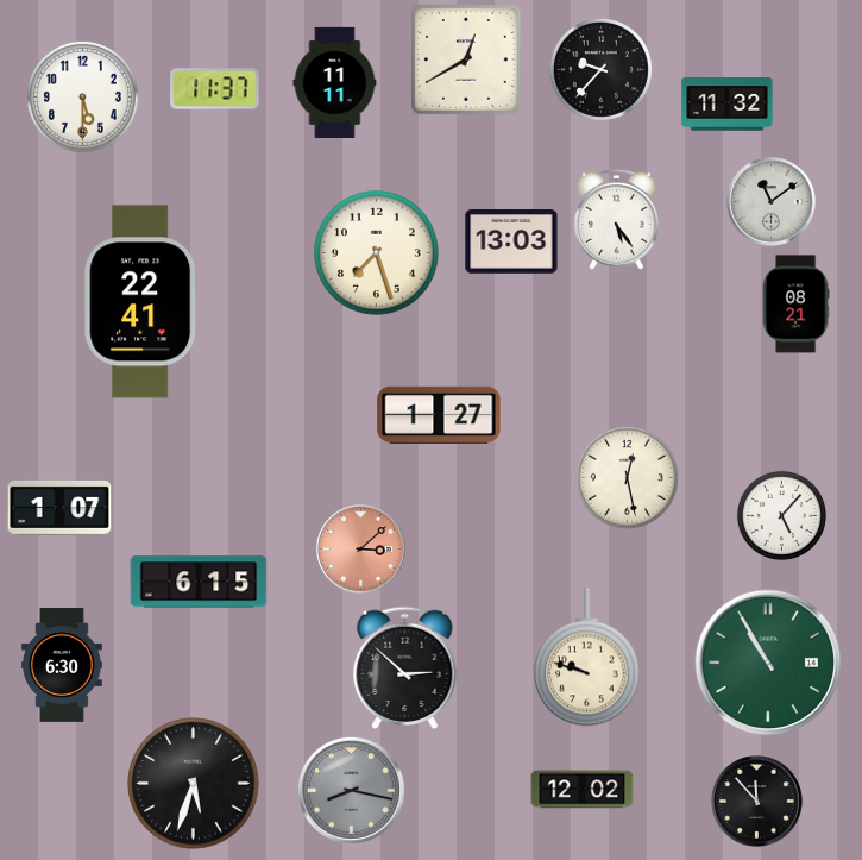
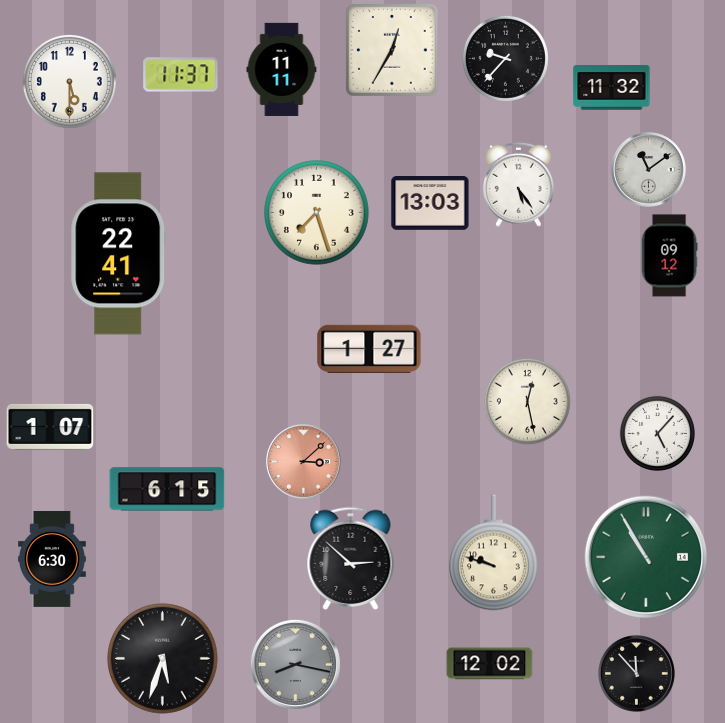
clock at (466, 59): 12:40 -> 12:35
clock at (795, 305): 08:21 -> 09:12
clock at (405, 668) position: (405, 668) -> (351, 559)
